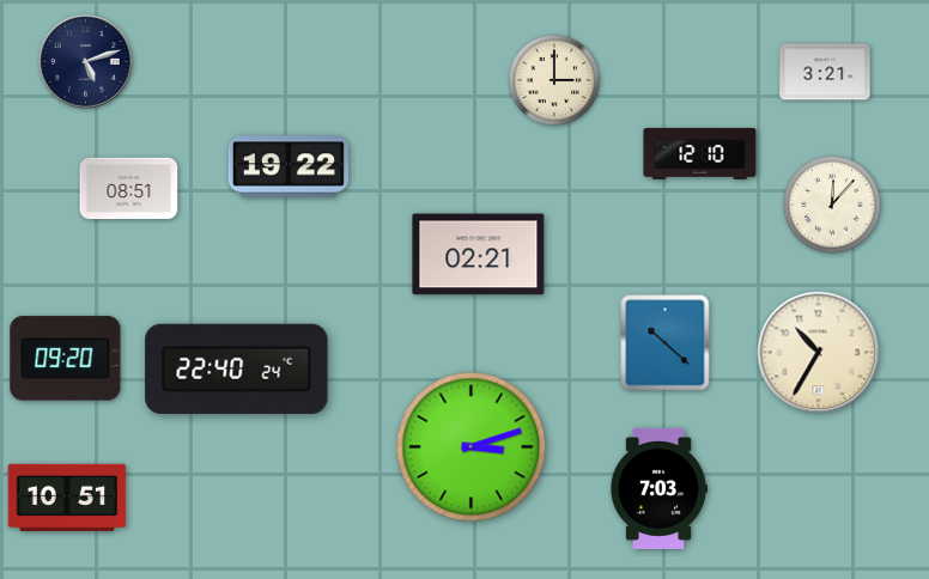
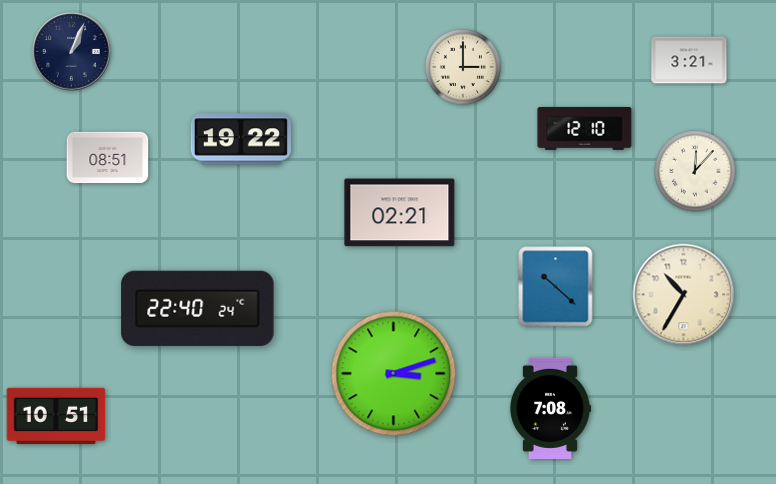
clock at (86, 62): 5:12 -> 1:04
clock at (66, 359): 09:20 -> none
clock at (657, 488): 7:03 -> 7:08
